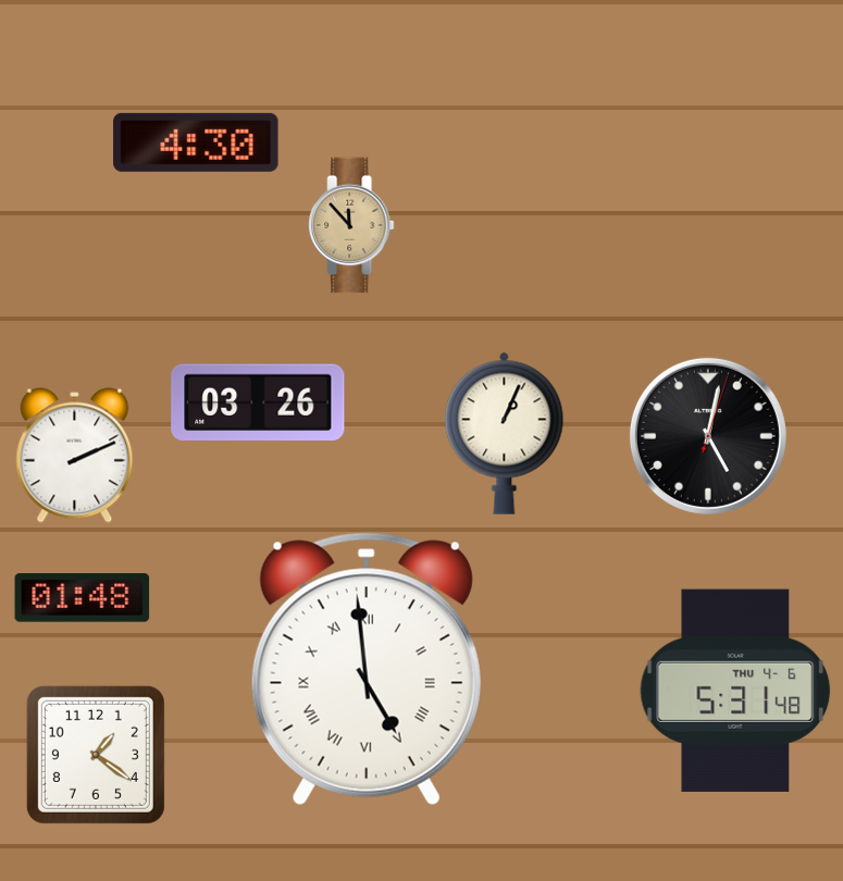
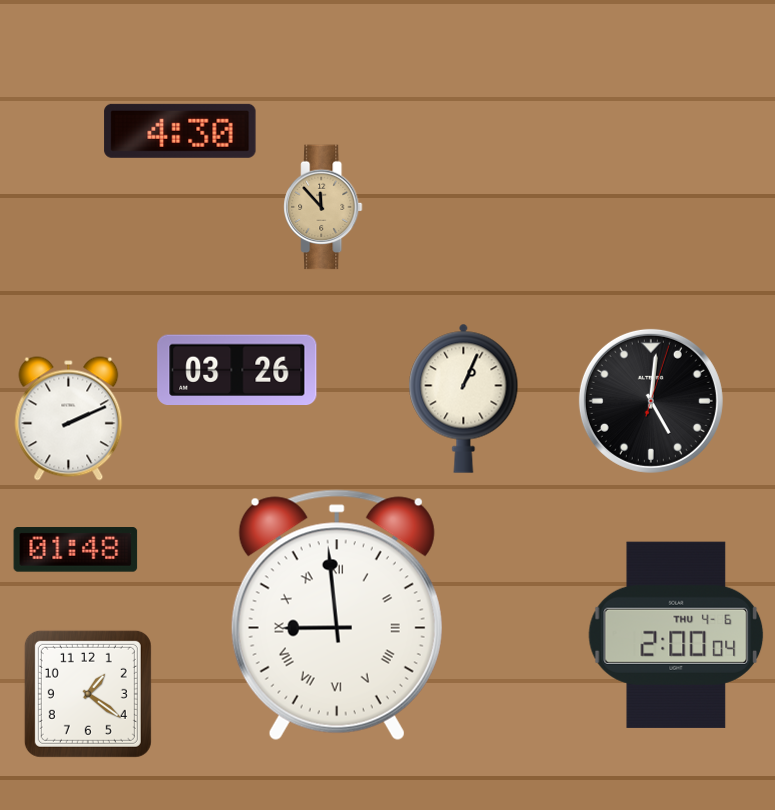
clock at (708, 436): 5:02 -> 5:01
clock at (367, 669): 4:59 -> 8:59
clock at (735, 691): 5:31 -> 2:00
